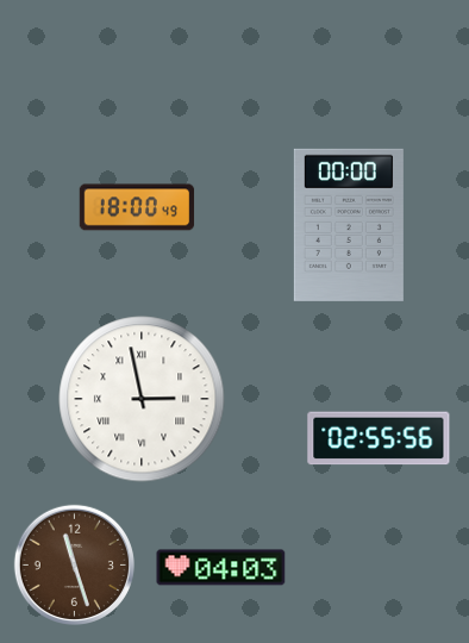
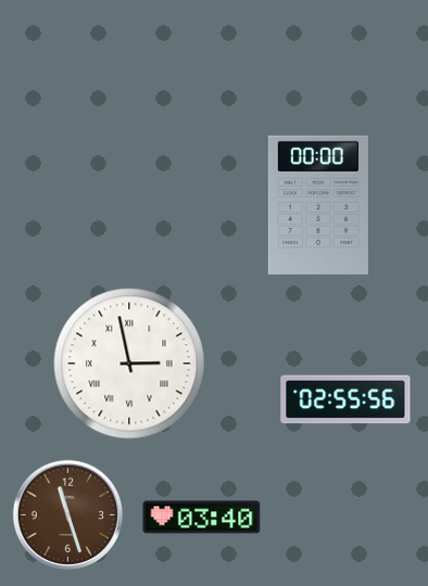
clock at (137, 207): 18:00 -> none
clock at (221, 568): 04:03 -> 03:40
